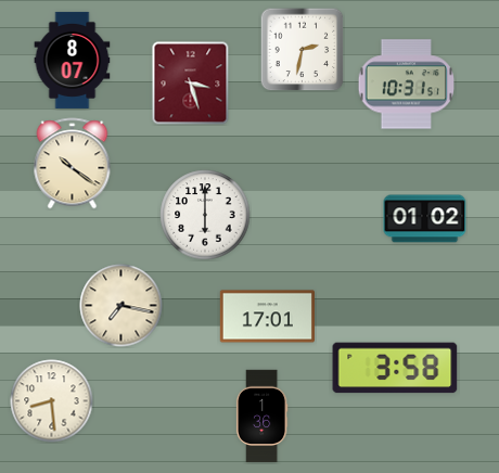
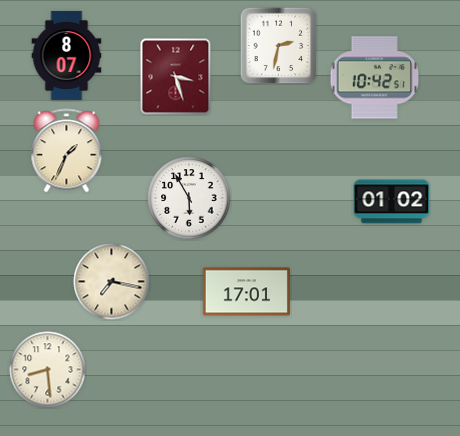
clock at (407, 85): 10:31 -> 10:42
clock at (73, 164): 10:21 -> 1:34
clock at (205, 215): 6:00 -> 5:55
clock at (395, 368): 3:58 -> none
clock at (261, 417): 1:36 -> none
